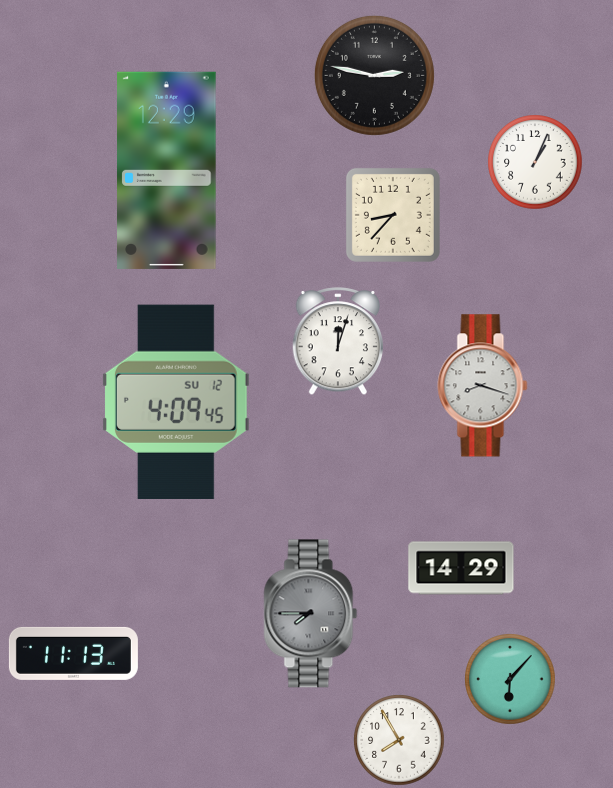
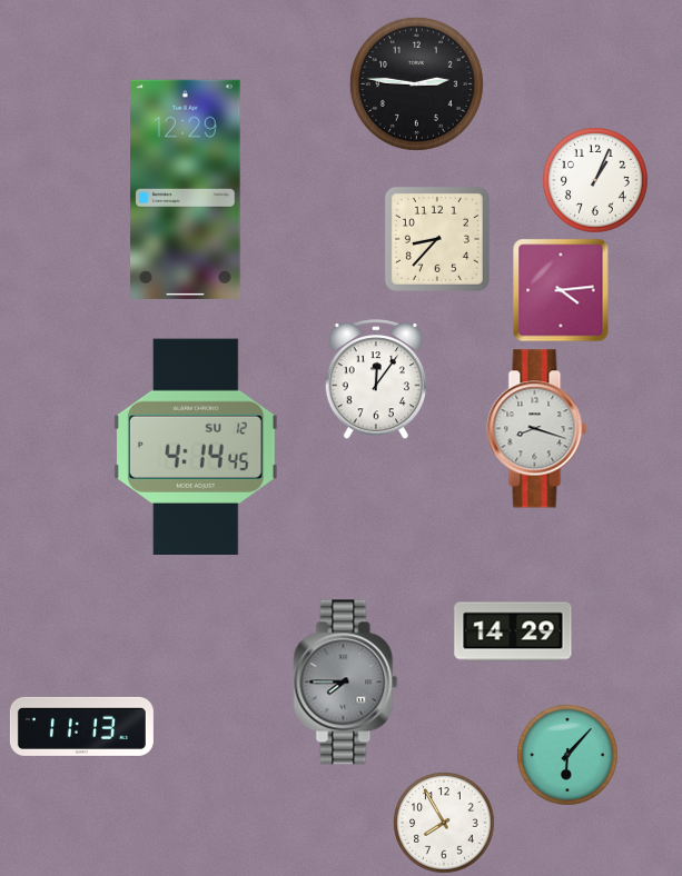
clock at (374, 75): 2:47 -> 2:46
clock at (561, 290): none -> 4:14
clock at (338, 342): 12:03 -> 12:06
clock at (176, 401): 4:09 -> 4:14
